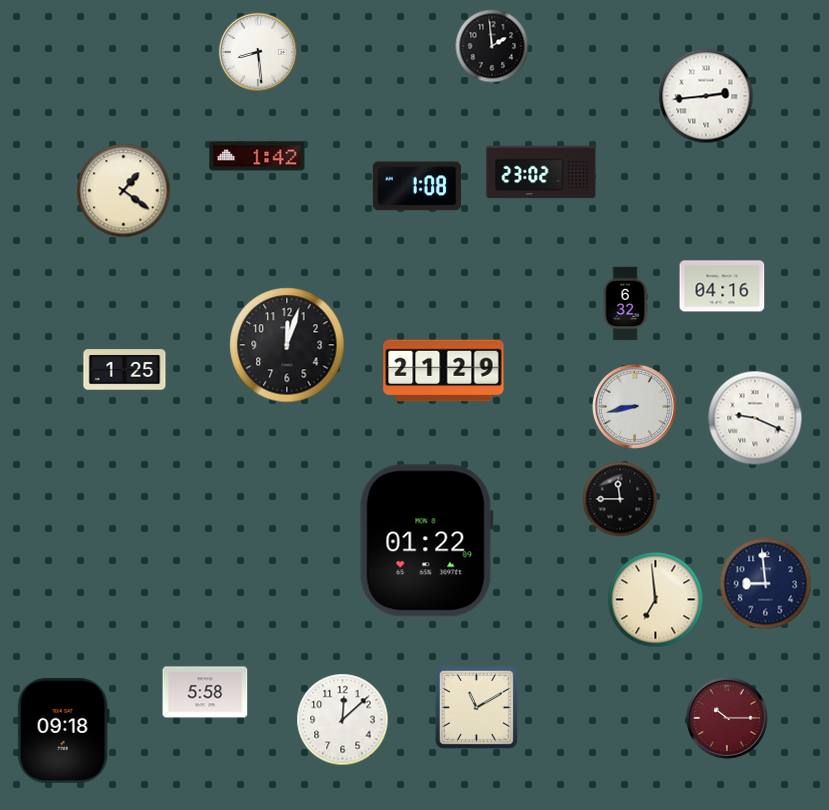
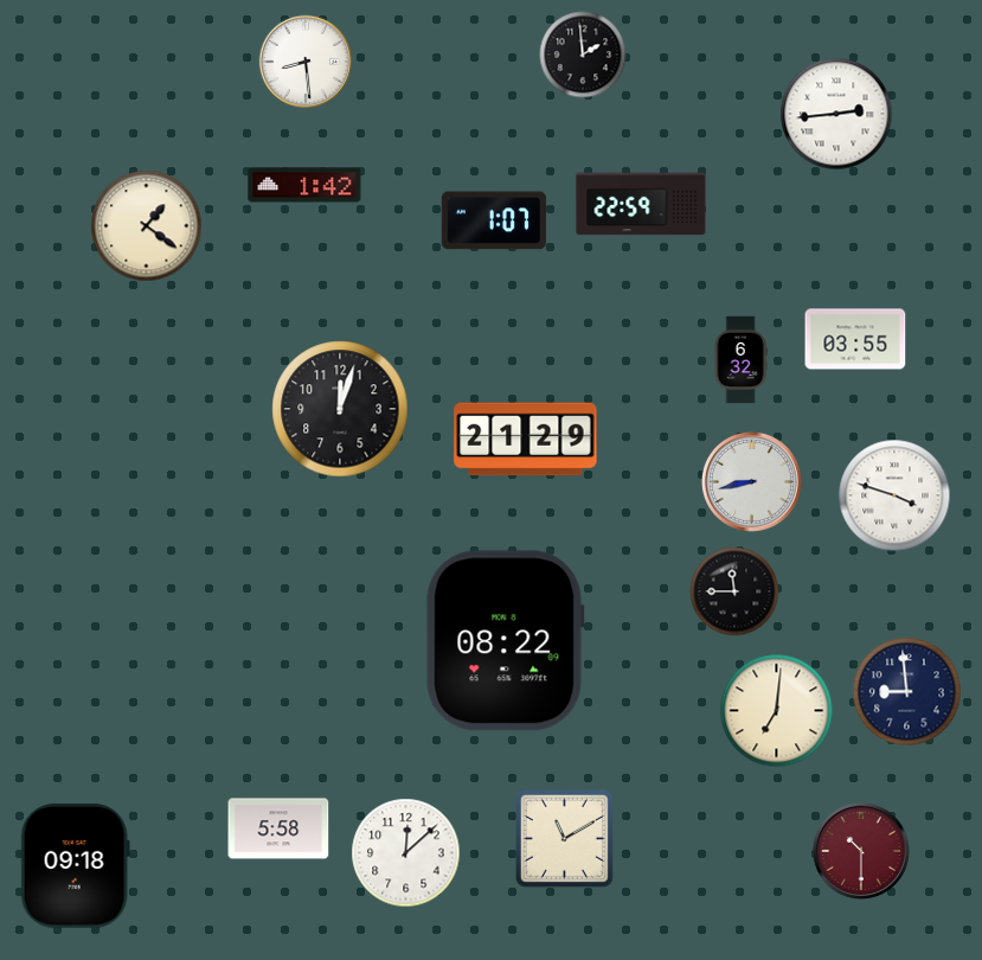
clock at (541, 172): 23:02 -> 22:59
clock at (417, 186): 1:08 -> 1:07
clock at (722, 286): 04:16 -> 03:55
clock at (125, 370): 1:25 -> none
clock at (755, 418): 9:19 -> 3:48
clock at (426, 541): 01:22 -> 08:22
clock at (656, 600): 6:59 -> 7:01
clock at (205, 692) position: (205, 692) -> (278, 828)
clock at (727, 718): 10:15 -> 10:30
